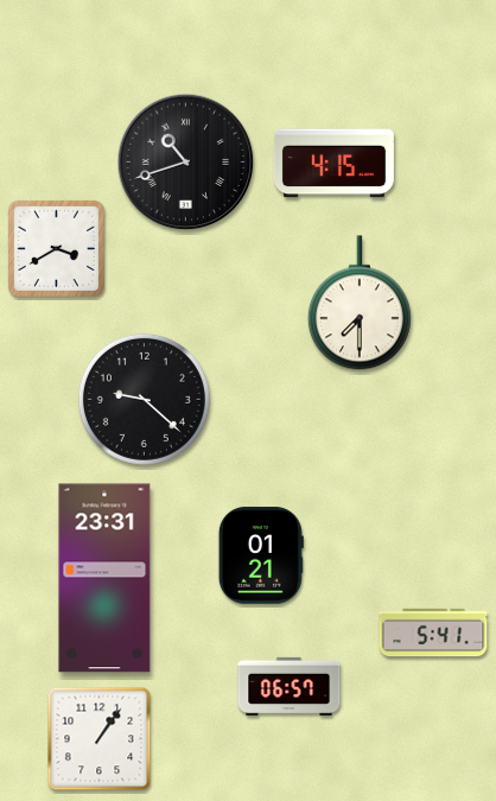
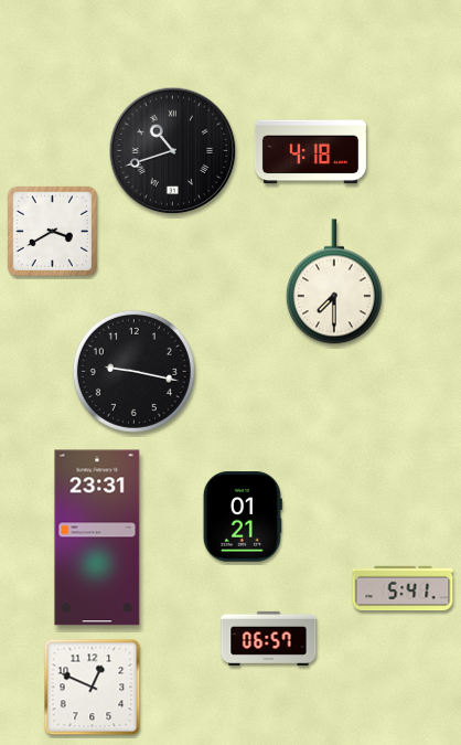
clock at (333, 164): 4:15 -> 4:18
clock at (144, 399): 9:22 -> 9:17
clock at (100, 739): 1:06 -> 12:49
